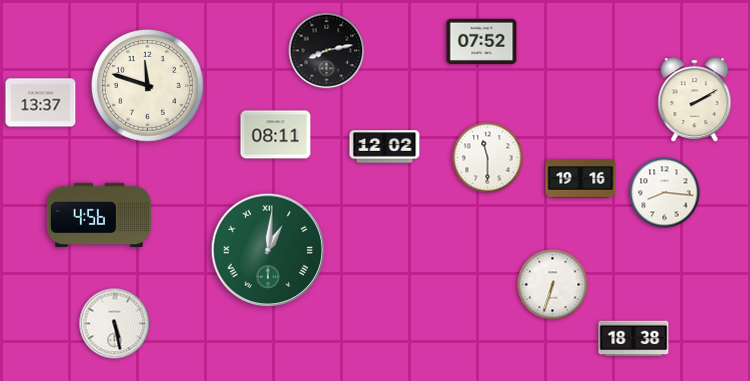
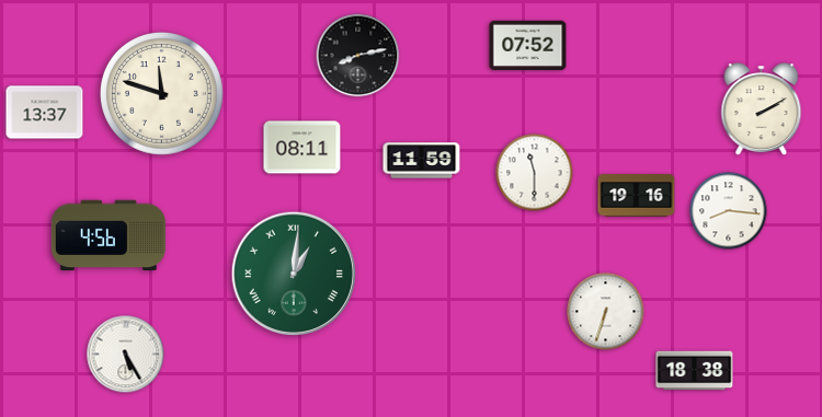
clock at (385, 147): 12:02 -> 11:59
clock at (115, 324): 5:28 -> 5:25
